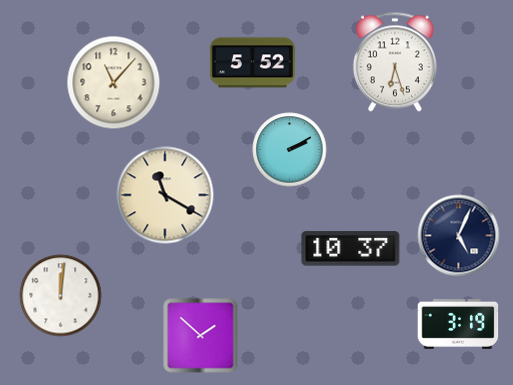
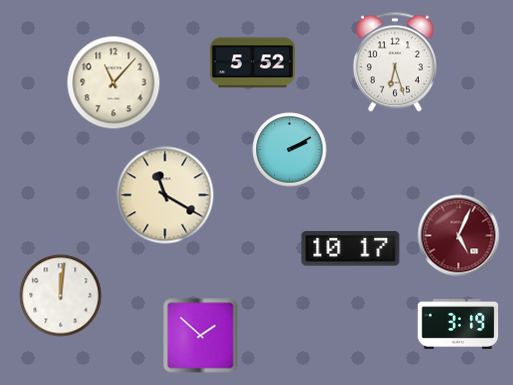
clock at (459, 236) dial: navy -> burgundy
clock at (351, 249): 10:37 -> 10:17
